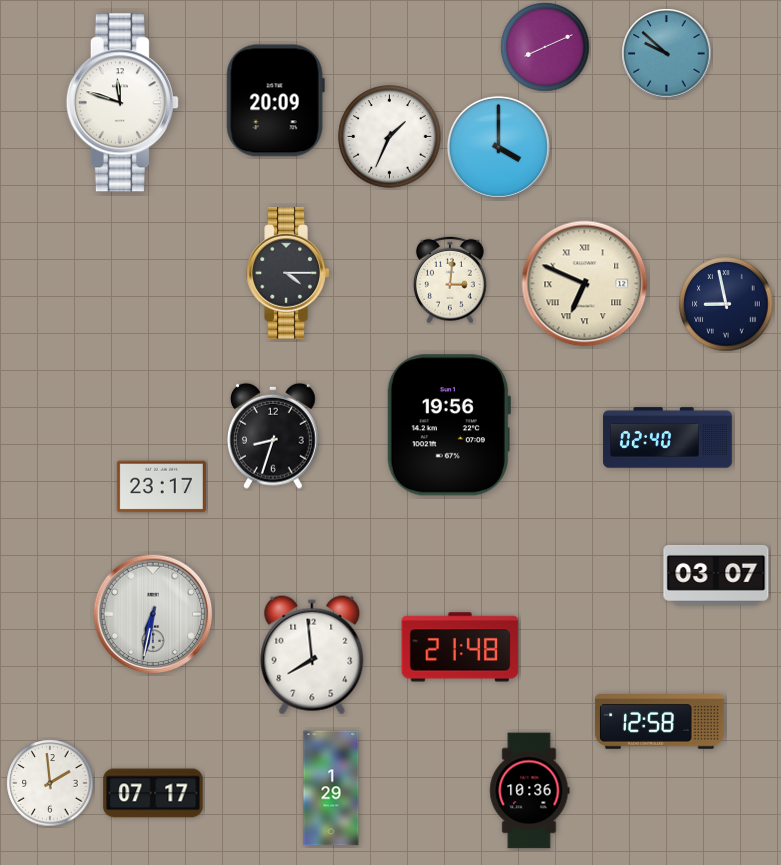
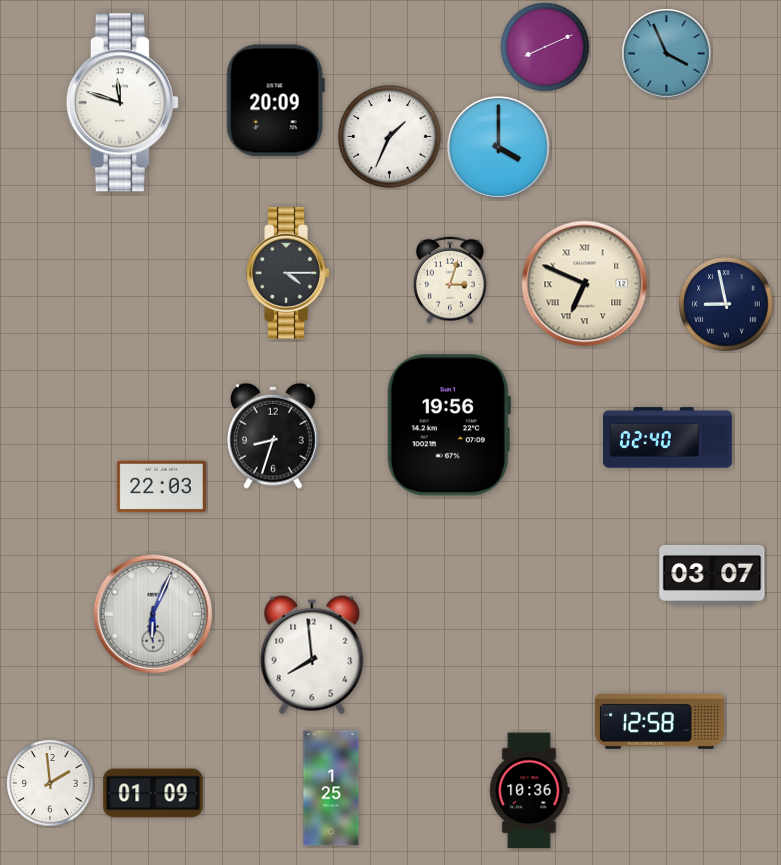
clock at (667, 54): 9:52 -> 3:56
clock at (450, 280): 3:01 -> 3:03
clock at (161, 487): 23:17 -> 22:03
clock at (716, 575) position: (716, 575) -> (712, 575)
clock at (153, 614): 6:32 -> 6:04
clock at (460, 647): 21:48 -> none
clock at (331, 788): 1:29 -> 1:25
clock at (153, 793): 07:17 -> 01:09
